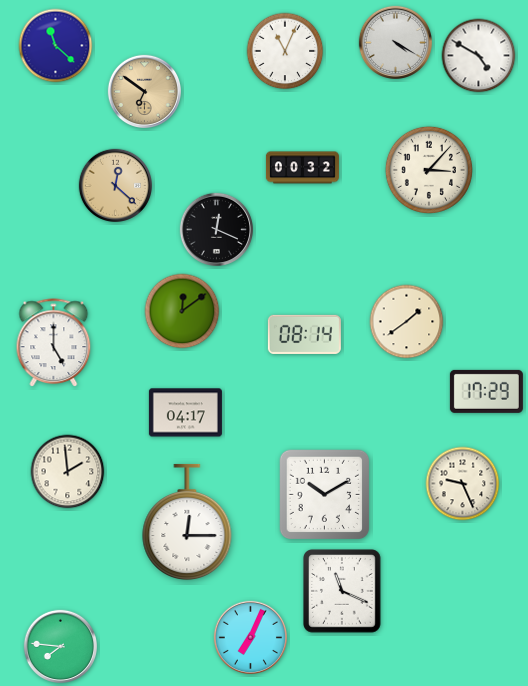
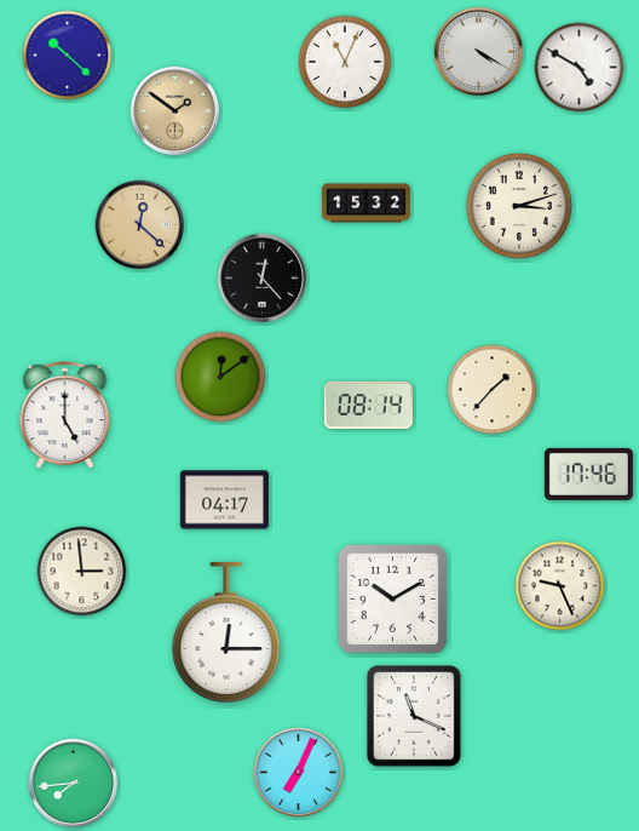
clock at (56, 46): 11:22 -> 10:22
clock at (144, 91): 6:51 -> 1:51
clock at (302, 168): 00:32 -> 15:32
clock at (429, 170): 3:07 -> 3:12
clock at (216, 229): 12:19 -> 12:23
clock at (407, 322): 1:39 -> 1:37
clock at (486, 391): 17:29 -> 17:46
clock at (68, 472): 1:59 -> 2:59
clock at (250, 637) position: (250, 637) -> (298, 772)
clock at (60, 646): 7:46 -> 7:44
